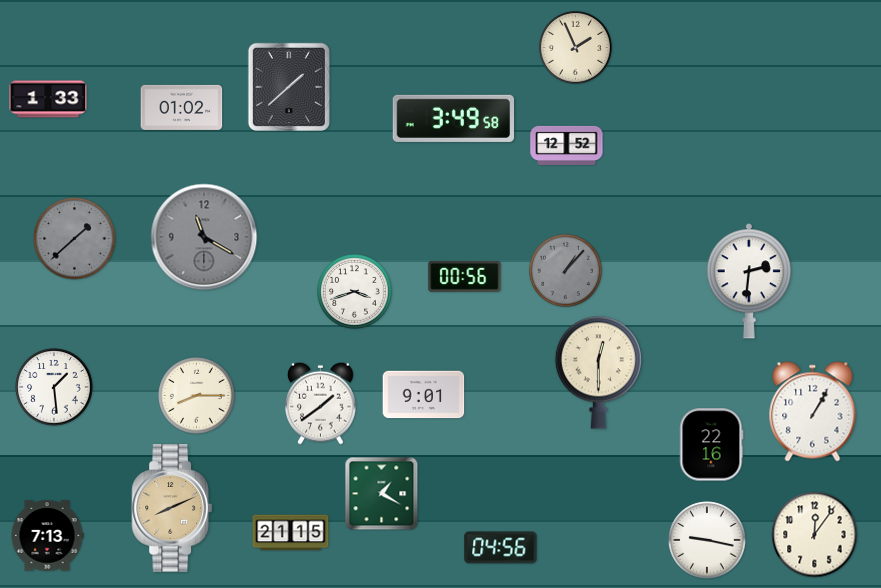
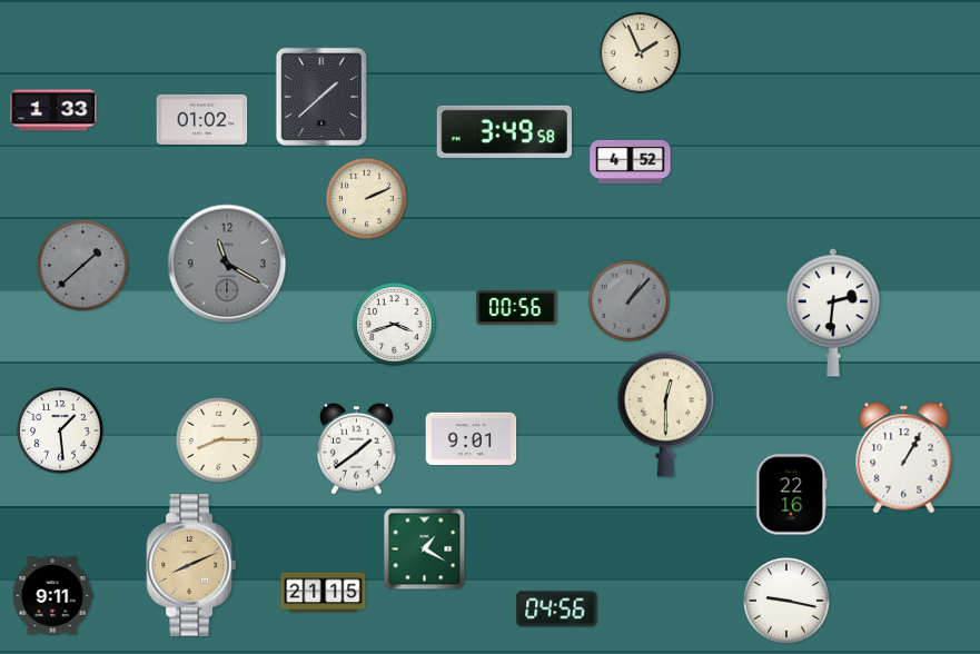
clock at (567, 145): 12:52 -> 4:52
clock at (366, 198): none -> 2:11
clock at (815, 535): 12:06 -> none
clock at (47, 536): 7:13 -> 9:11
